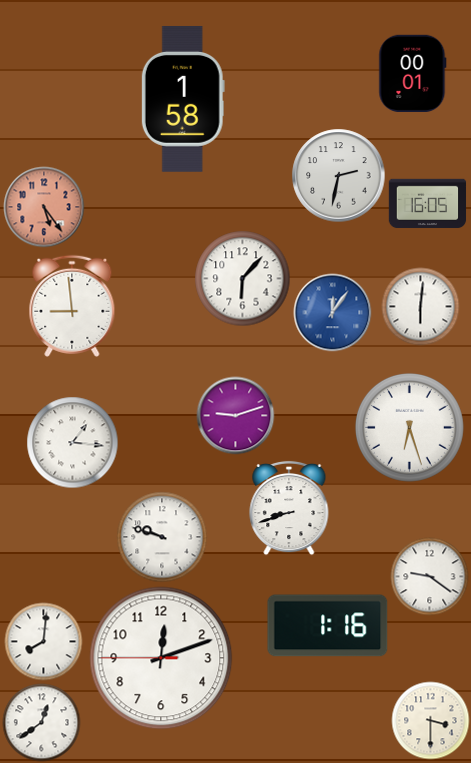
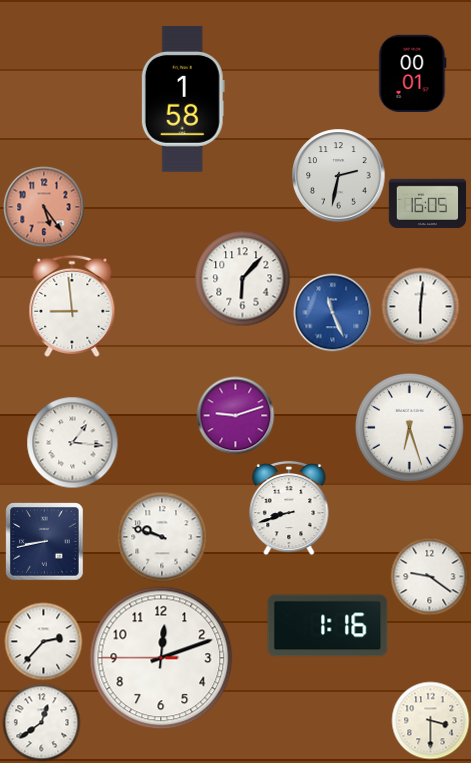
clock at (332, 312): 12:06 -> 11:26
clock at (44, 541): none -> 8:43
clock at (43, 641): 8:01 -> 2:37
